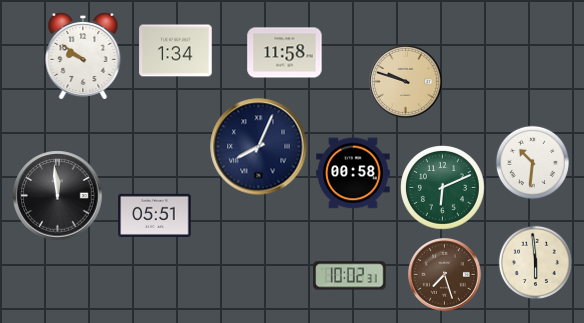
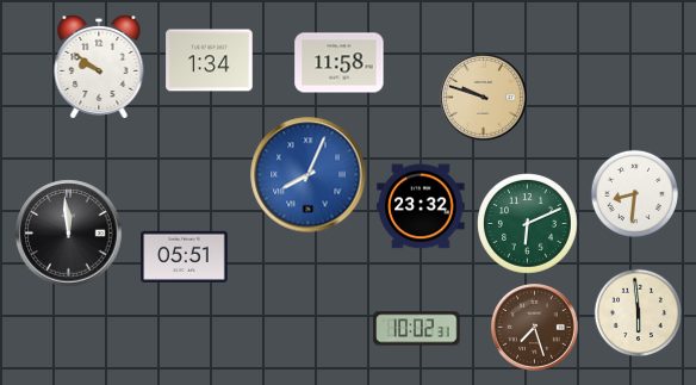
clock at (259, 147) dial: navy -> blue
clock at (533, 163): 10:31 -> 8:31
clock at (353, 173): 00:58 -> 23:32
clock at (445, 275) position: (445, 275) -> (535, 328)
